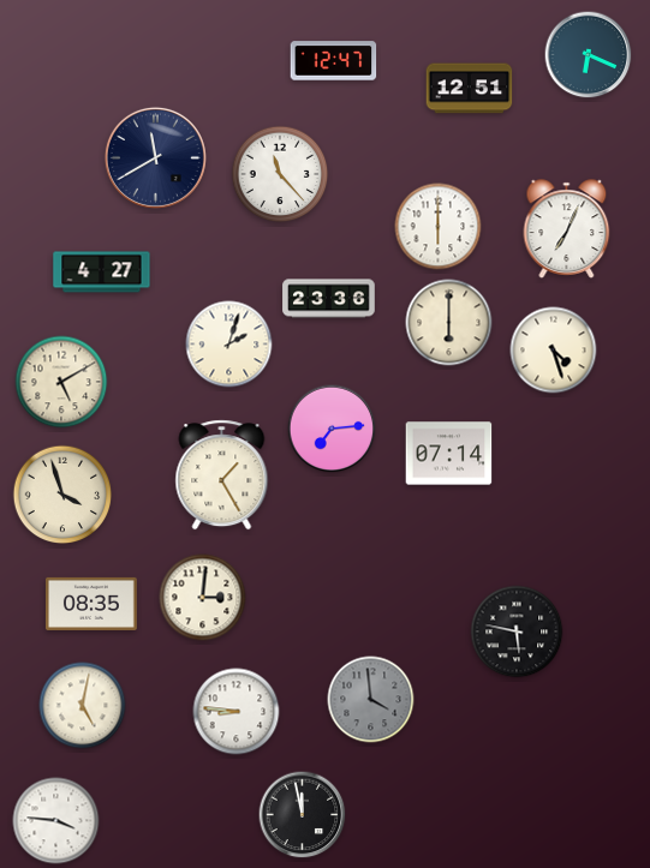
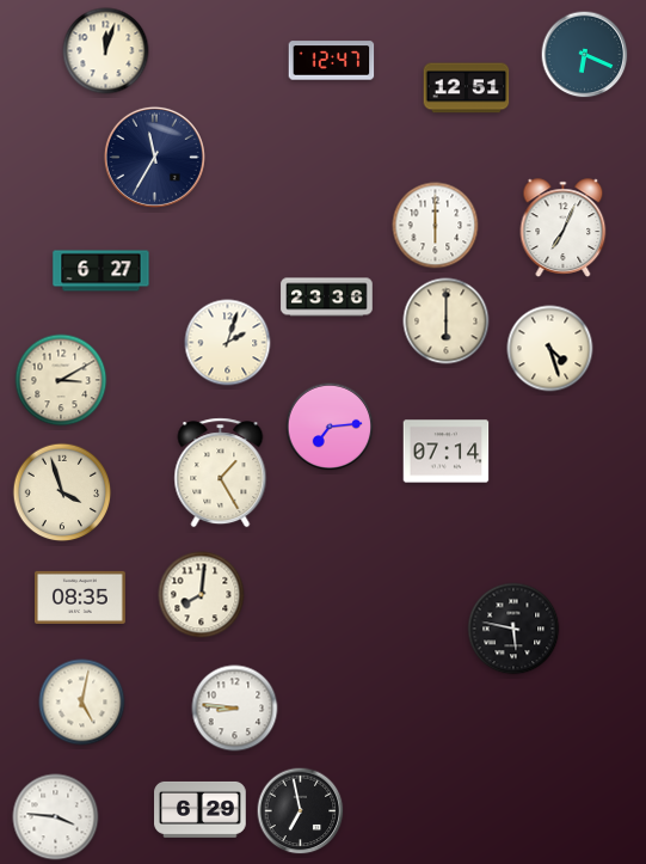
clock at (106, 51): none -> 12:03
clock at (155, 157): 11:40 -> 11:35
clock at (280, 174): 11:23 -> none
clock at (102, 273): 4:27 -> 6:27
clock at (61, 382): 5:10 -> 3:10
clock at (203, 598): 3:01 -> 8:01
clock at (91, 604) position: (91, 604) -> (80, 598)
clock at (371, 700): 3:59 -> none
clock at (201, 809): none -> 6:29
clock at (303, 815): 11:58 -> 6:58
